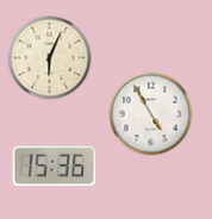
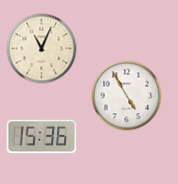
clock at (50, 58): 6:04 -> 11:04
clock at (55, 167) position: (55, 167) -> (42, 137)
